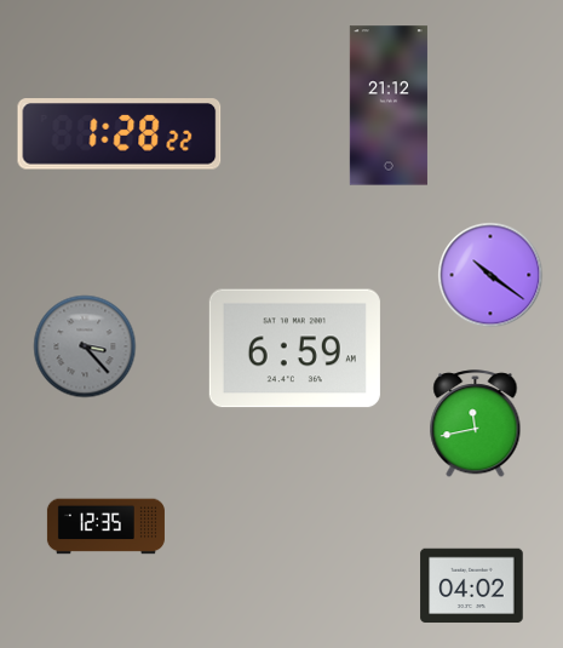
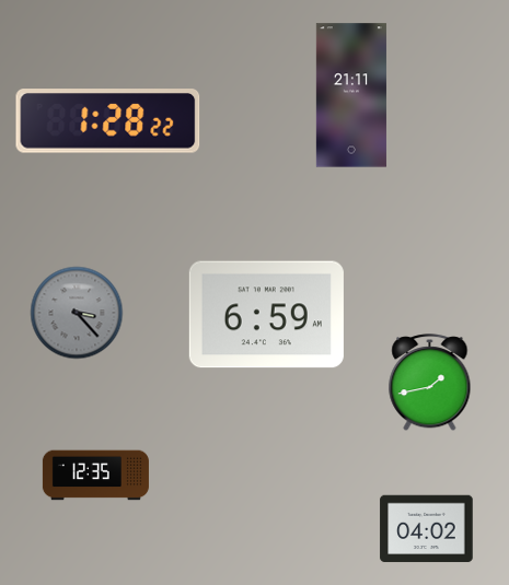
clock at (389, 105): 21:12 -> 21:11
clock at (490, 275): 10:21 -> none
clock at (476, 424): 11:43 -> 1:43
